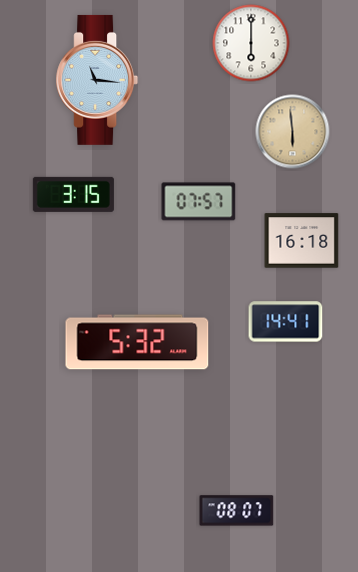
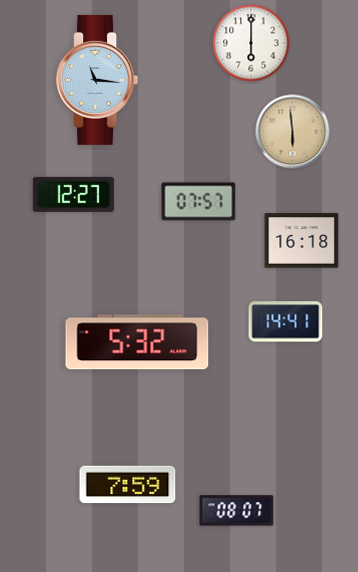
clock at (73, 194): 3:15 -> 12:27
clock at (128, 485): none -> 7:59
